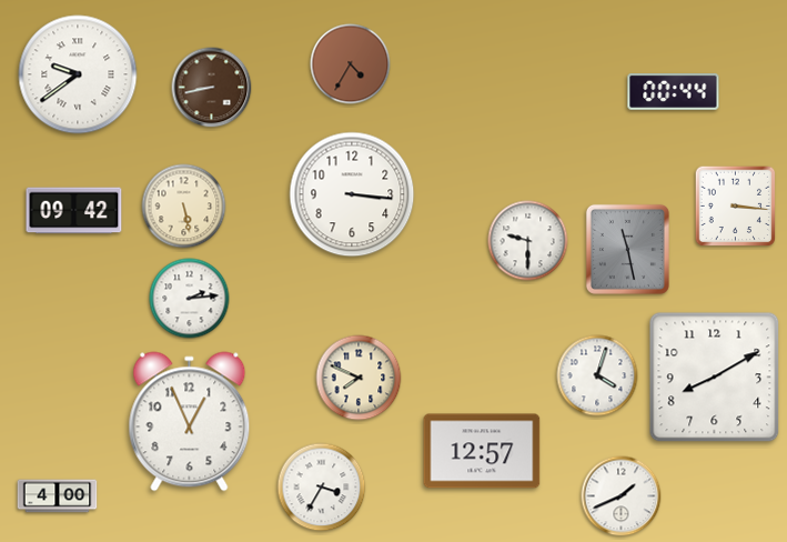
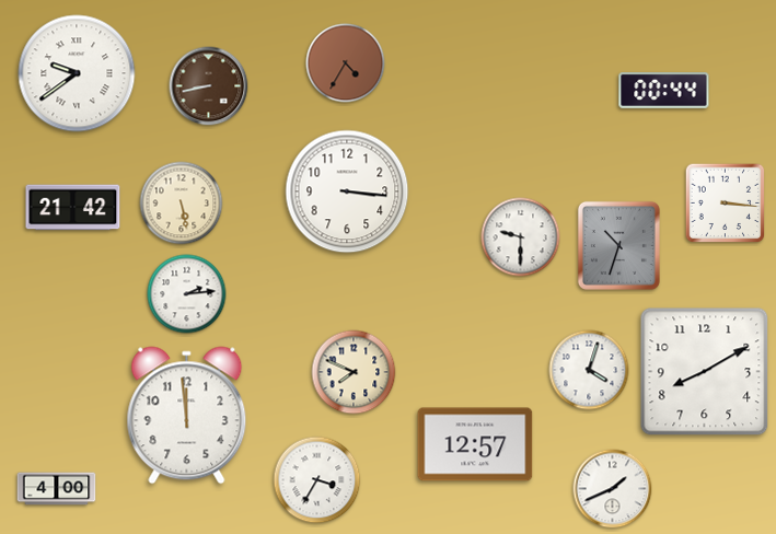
clock at (74, 211): 09:42 -> 21:42
clock at (627, 249): 11:28 -> 10:33
clock at (190, 422): 12:56 -> 11:59
